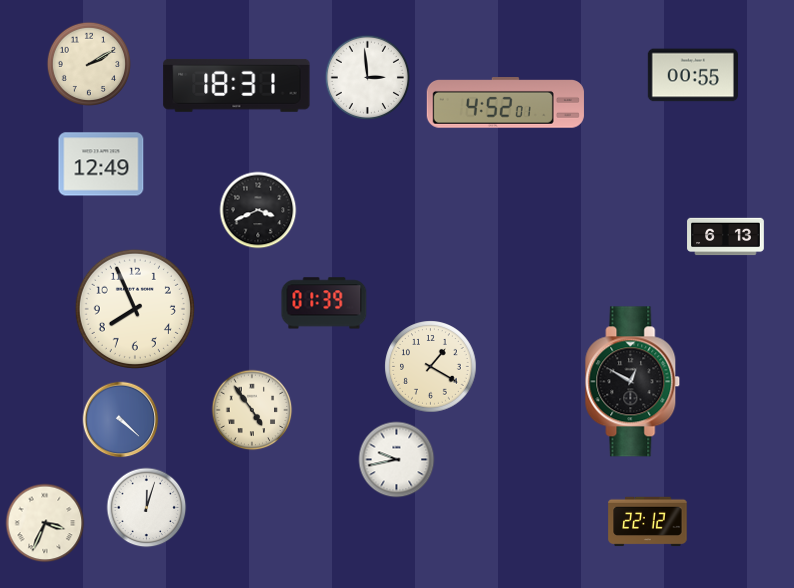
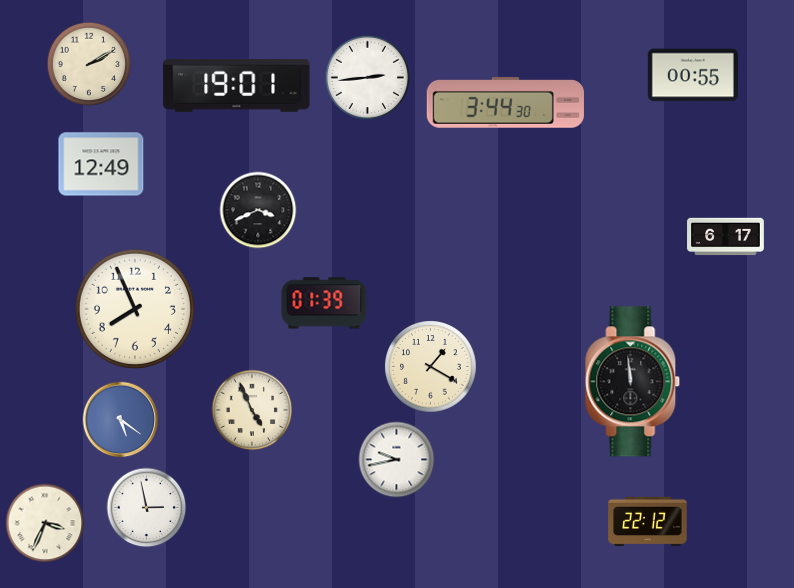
clock at (367, 77): 2:59 -> 2:44
clock at (237, 85): 18:31 -> 19:01
clock at (505, 103): 4:52 -> 3:44
clock at (726, 237): 6:13 -> 6:17
clock at (633, 382): 12:50 -> 11:59
clock at (252, 410): 4:54 -> 4:56
clock at (121, 420): 4:22 -> 5:21
clock at (147, 508): 12:03 -> 2:58
